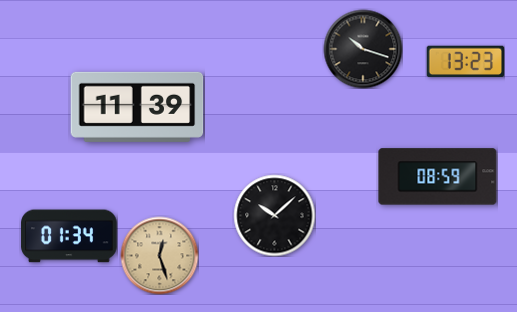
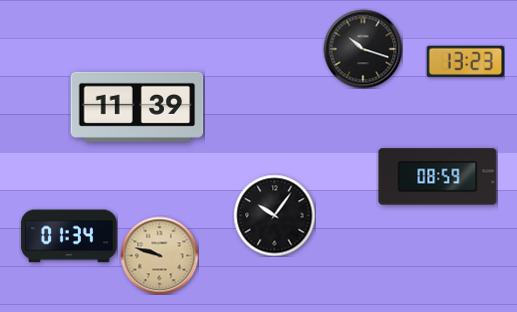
clock at (274, 215): 10:08 -> 10:06
clock at (159, 255): 12:27 -> 9:48
